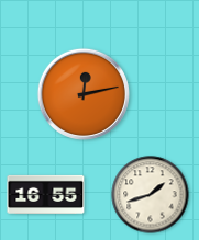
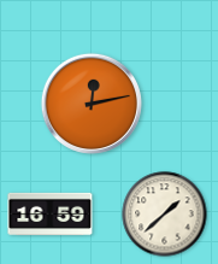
clock at (46, 194): 16:55 -> 16:59
clock at (151, 195): 1:42 -> 1:38
